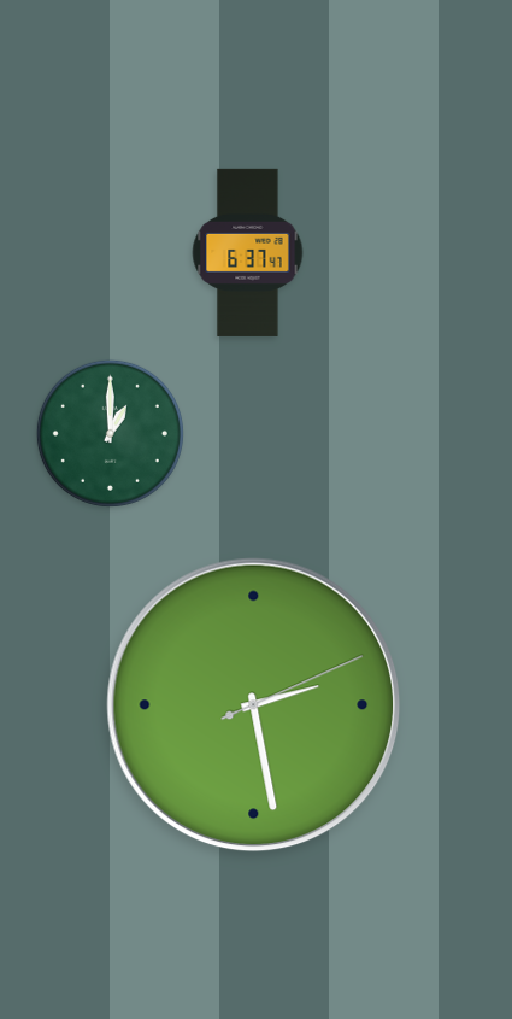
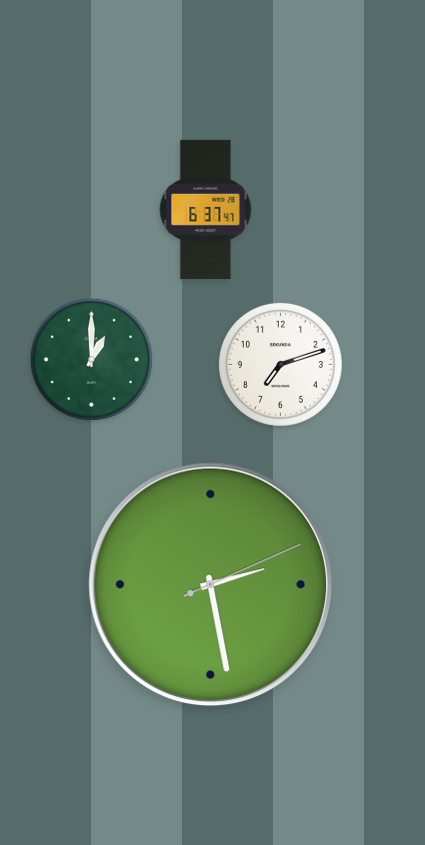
clock at (280, 364): none -> 7:12
